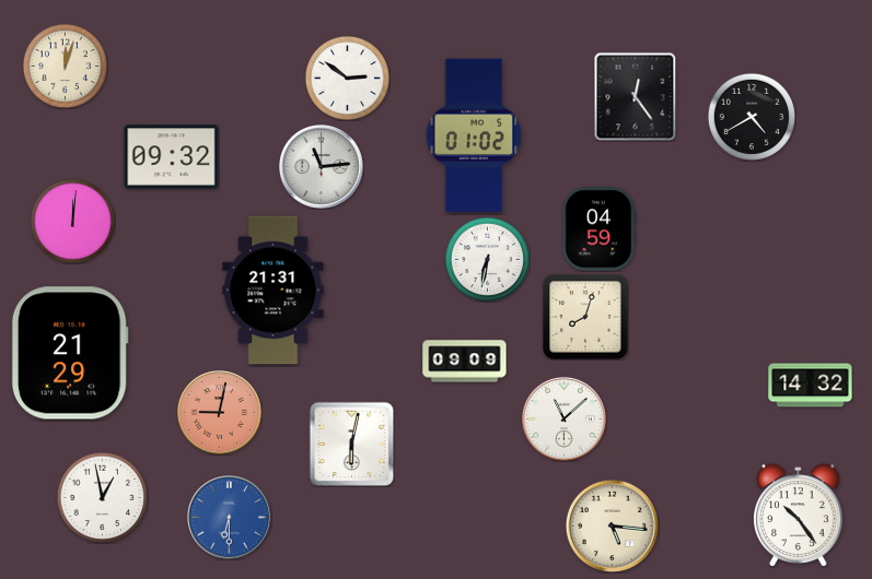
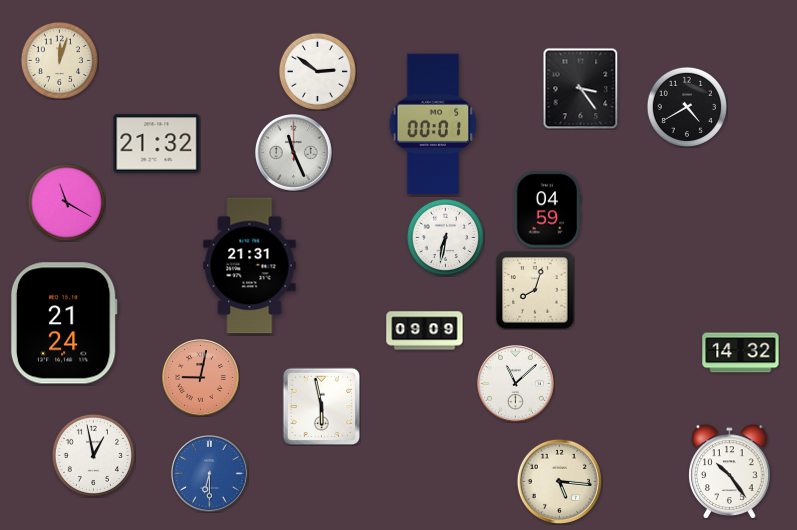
clock at (636, 96): 12:24 -> 3:24
clock at (474, 135): 01:02 -> 00:01
clock at (172, 157): 09:32 -> 21:32
clock at (322, 167): 11:14 -> 11:26
clock at (72, 221): 12:01 -> 11:20
clock at (70, 353): 21:29 -> 21:24
clock at (351, 444): 6:02 -> 5:58
